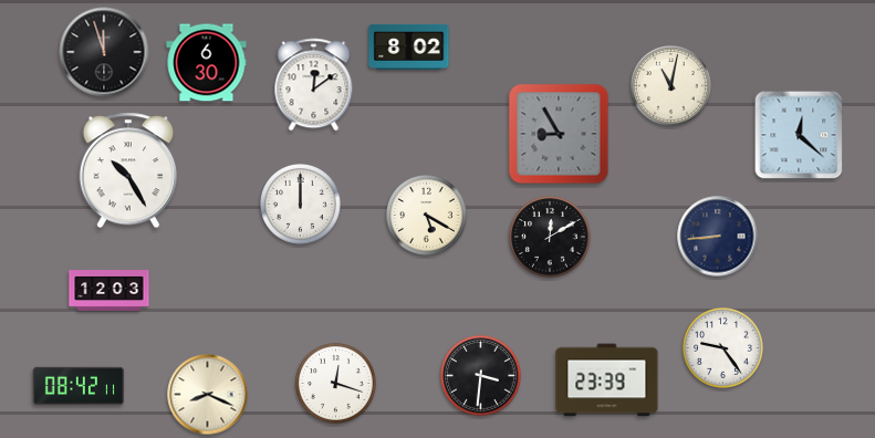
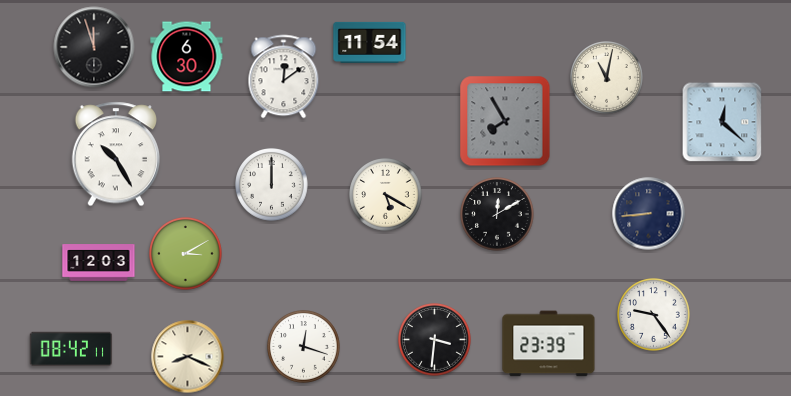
clock at (409, 46): 8:02 -> 11:54
clock at (559, 134): 8:55 -> 7:55
clock at (186, 254): none -> 3:10
